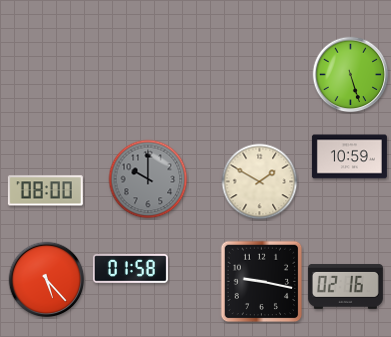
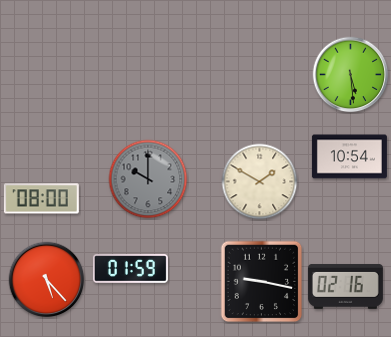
clock at (351, 75): 5:27 -> 5:29
clock at (349, 157): 10:59 -> 10:54
clock at (45, 191) position: (45, 191) -> (41, 199)
clock at (130, 269): 01:58 -> 01:59
